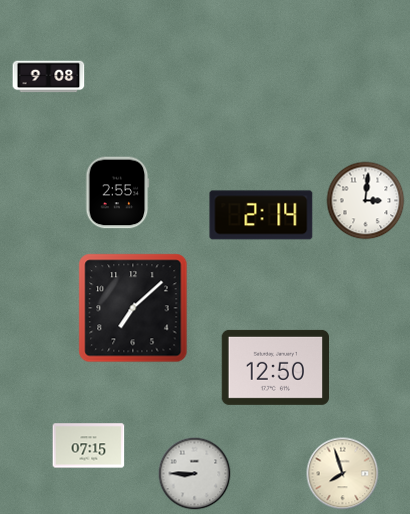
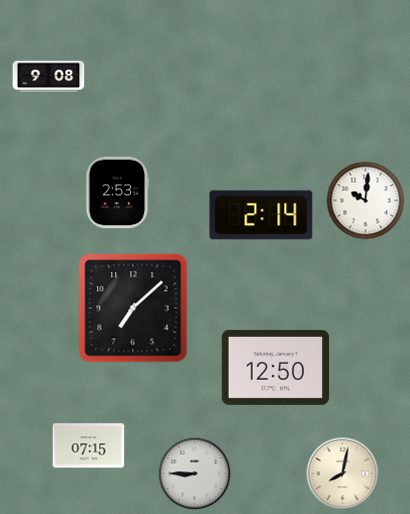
clock at (117, 193): 2:55 -> 2:53
clock at (366, 201): 3:01 -> 10:01
clock at (343, 474): 7:57 -> 8:02
